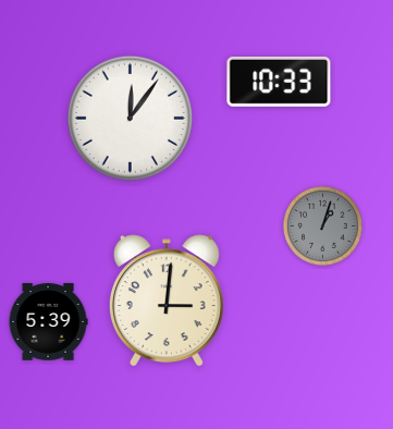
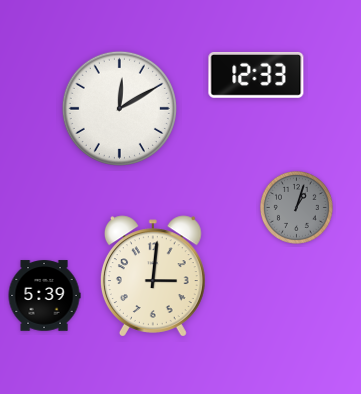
clock at (279, 82): 10:33 -> 12:33
clock at (130, 118): 12:06 -> 12:10
